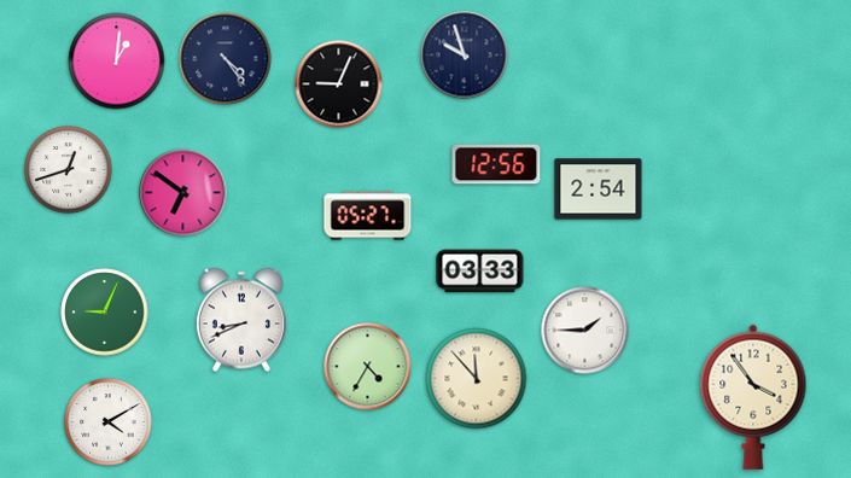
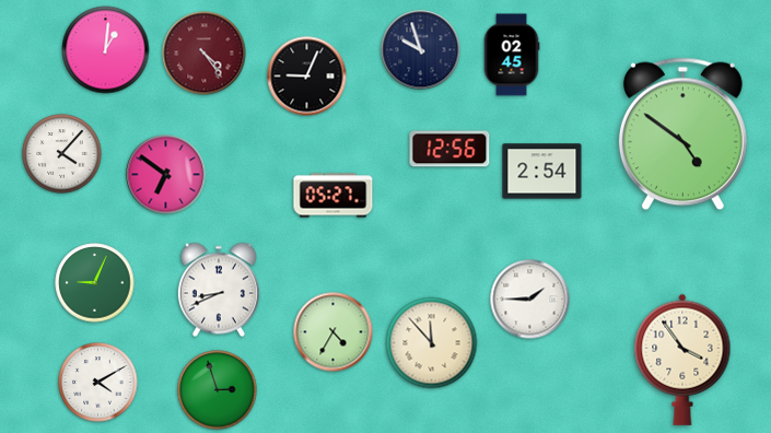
clock at (226, 59) dial: navy -> burgundy
clock at (512, 55): none -> 02:45
clock at (117, 62) position: (117, 62) -> (106, 50)
clock at (682, 134): none -> 4:51
clock at (69, 170): 12:42 -> 4:07
clock at (480, 272): 03:33 -> none
clock at (218, 390): none -> 2:57
